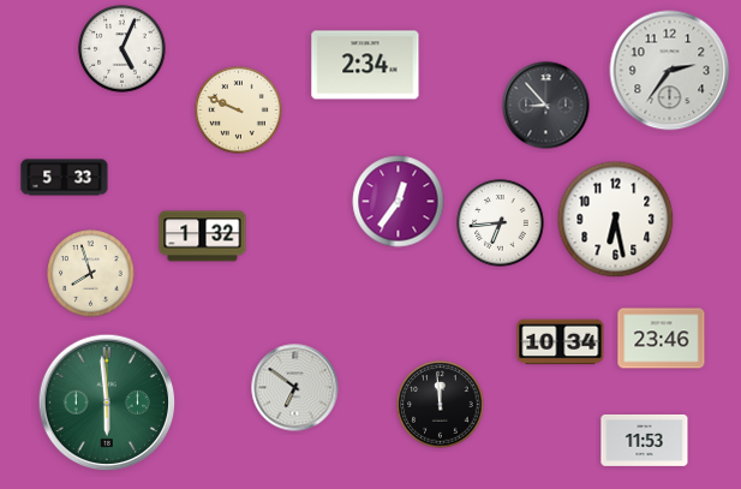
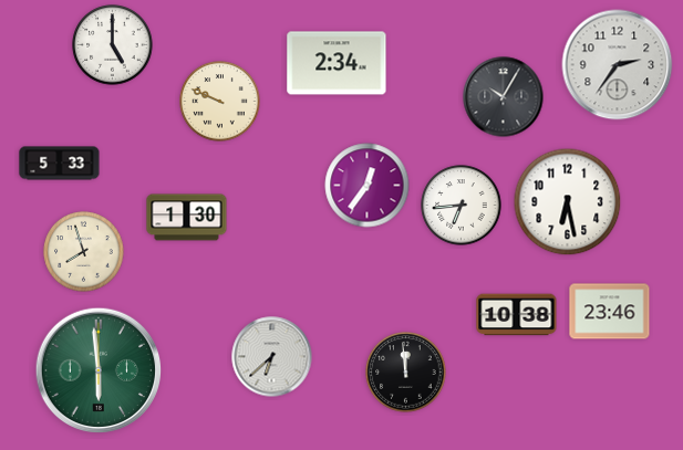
clock at (122, 49): 5:04 -> 5:00
clock at (365, 65) position: (365, 65) -> (337, 63)
clock at (546, 106): 8:53 -> 10:05
clock at (203, 237): 1:32 -> 1:30
clock at (561, 342): 10:34 -> 10:38
clock at (295, 388): 6:51 -> 6:38
clock at (645, 440): 11:53 -> none
